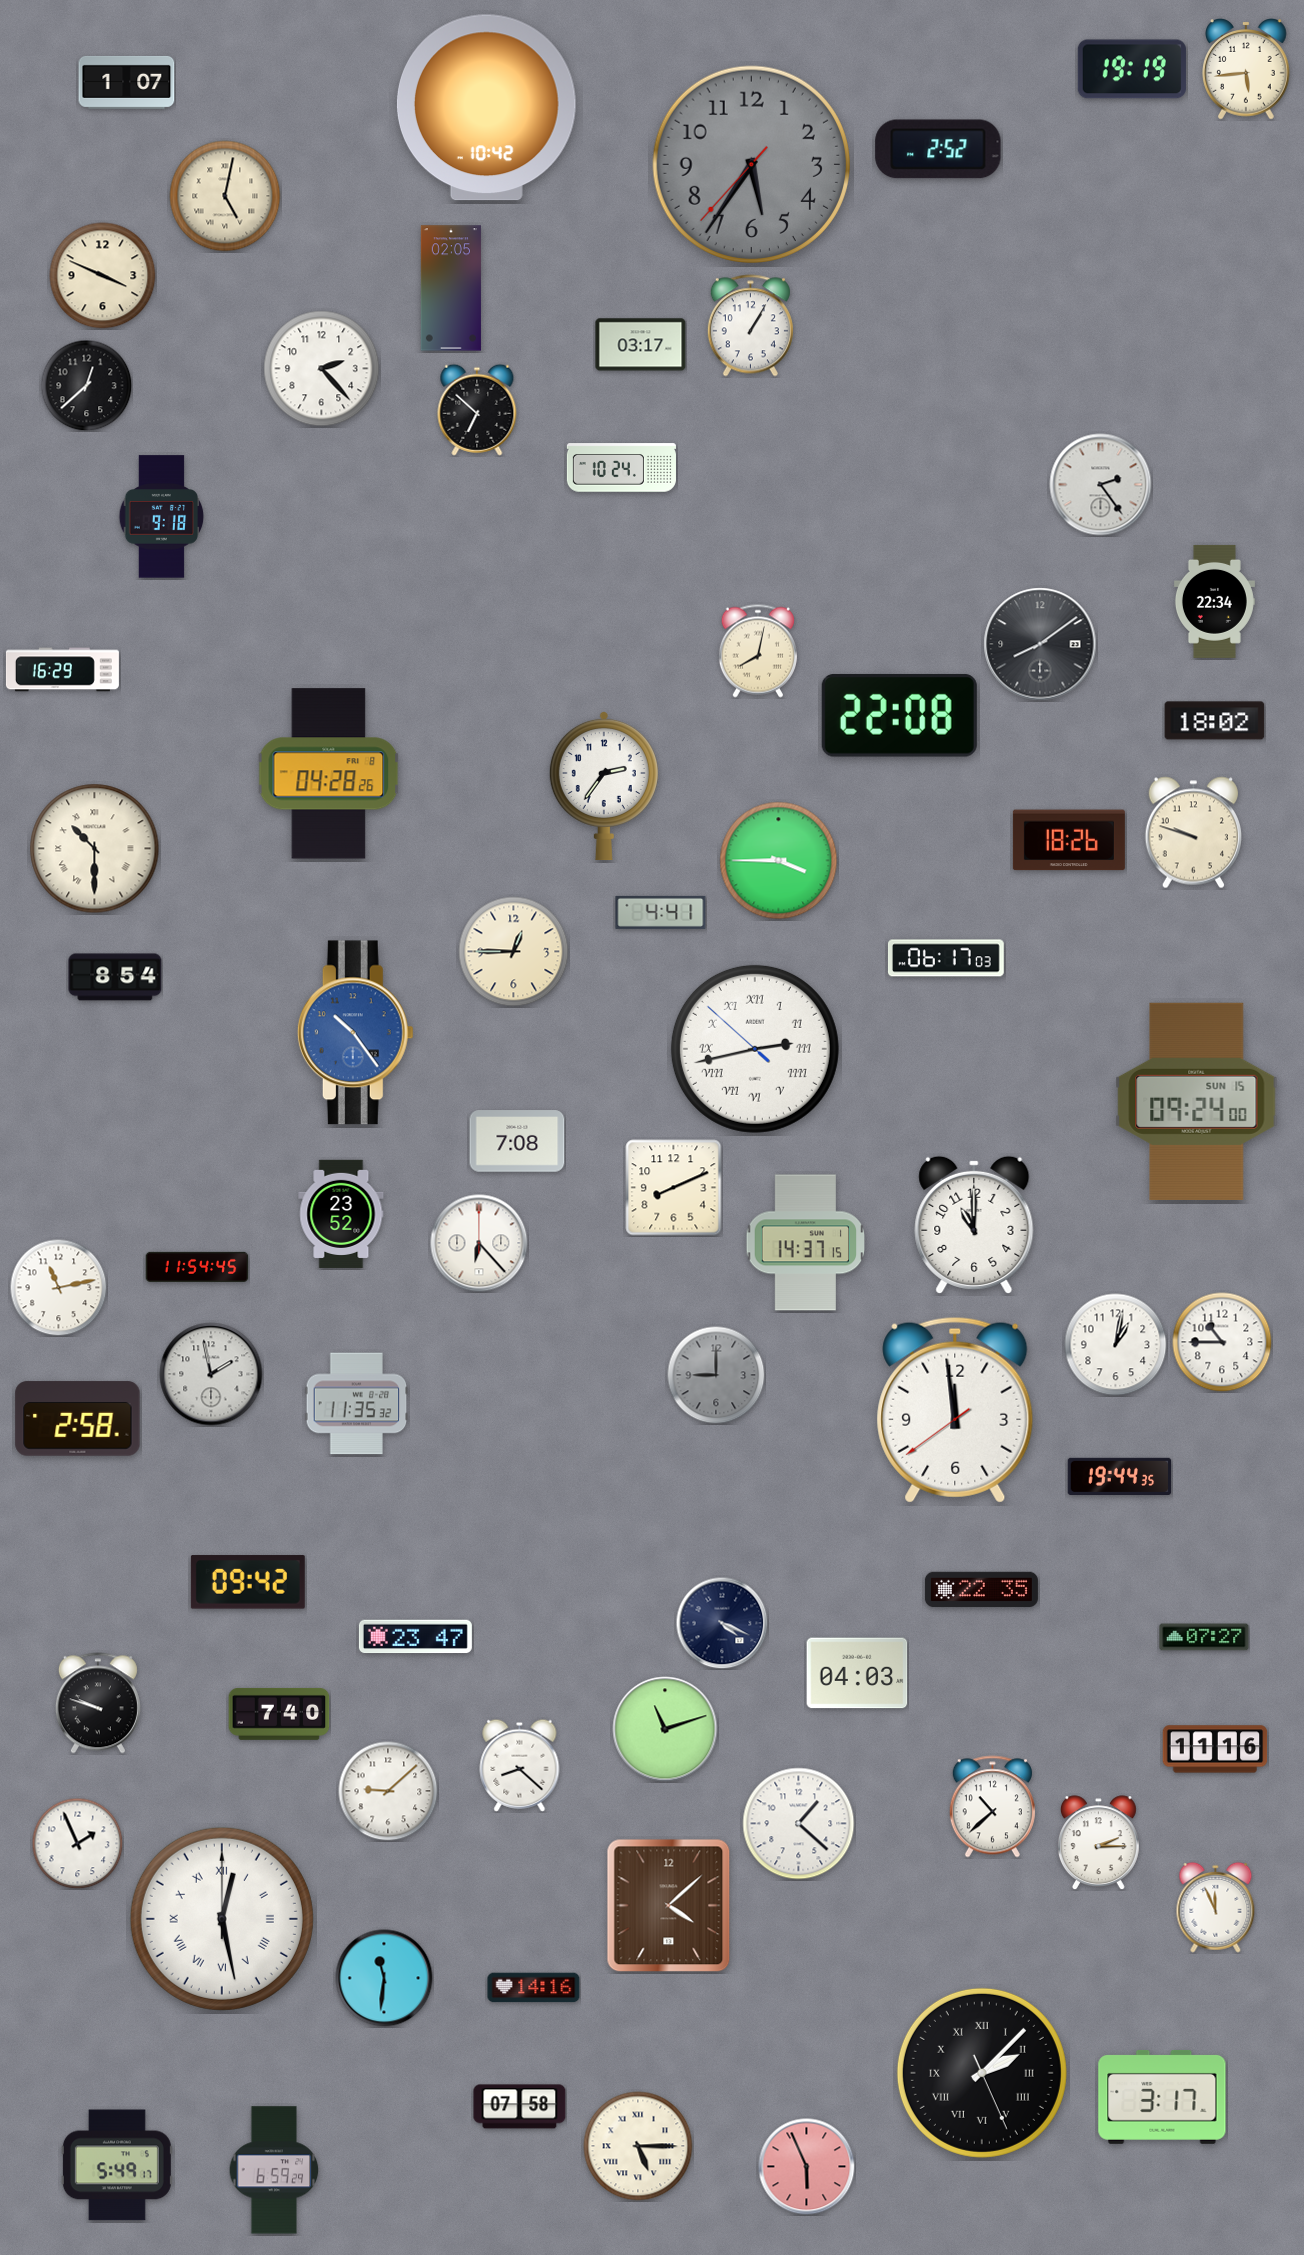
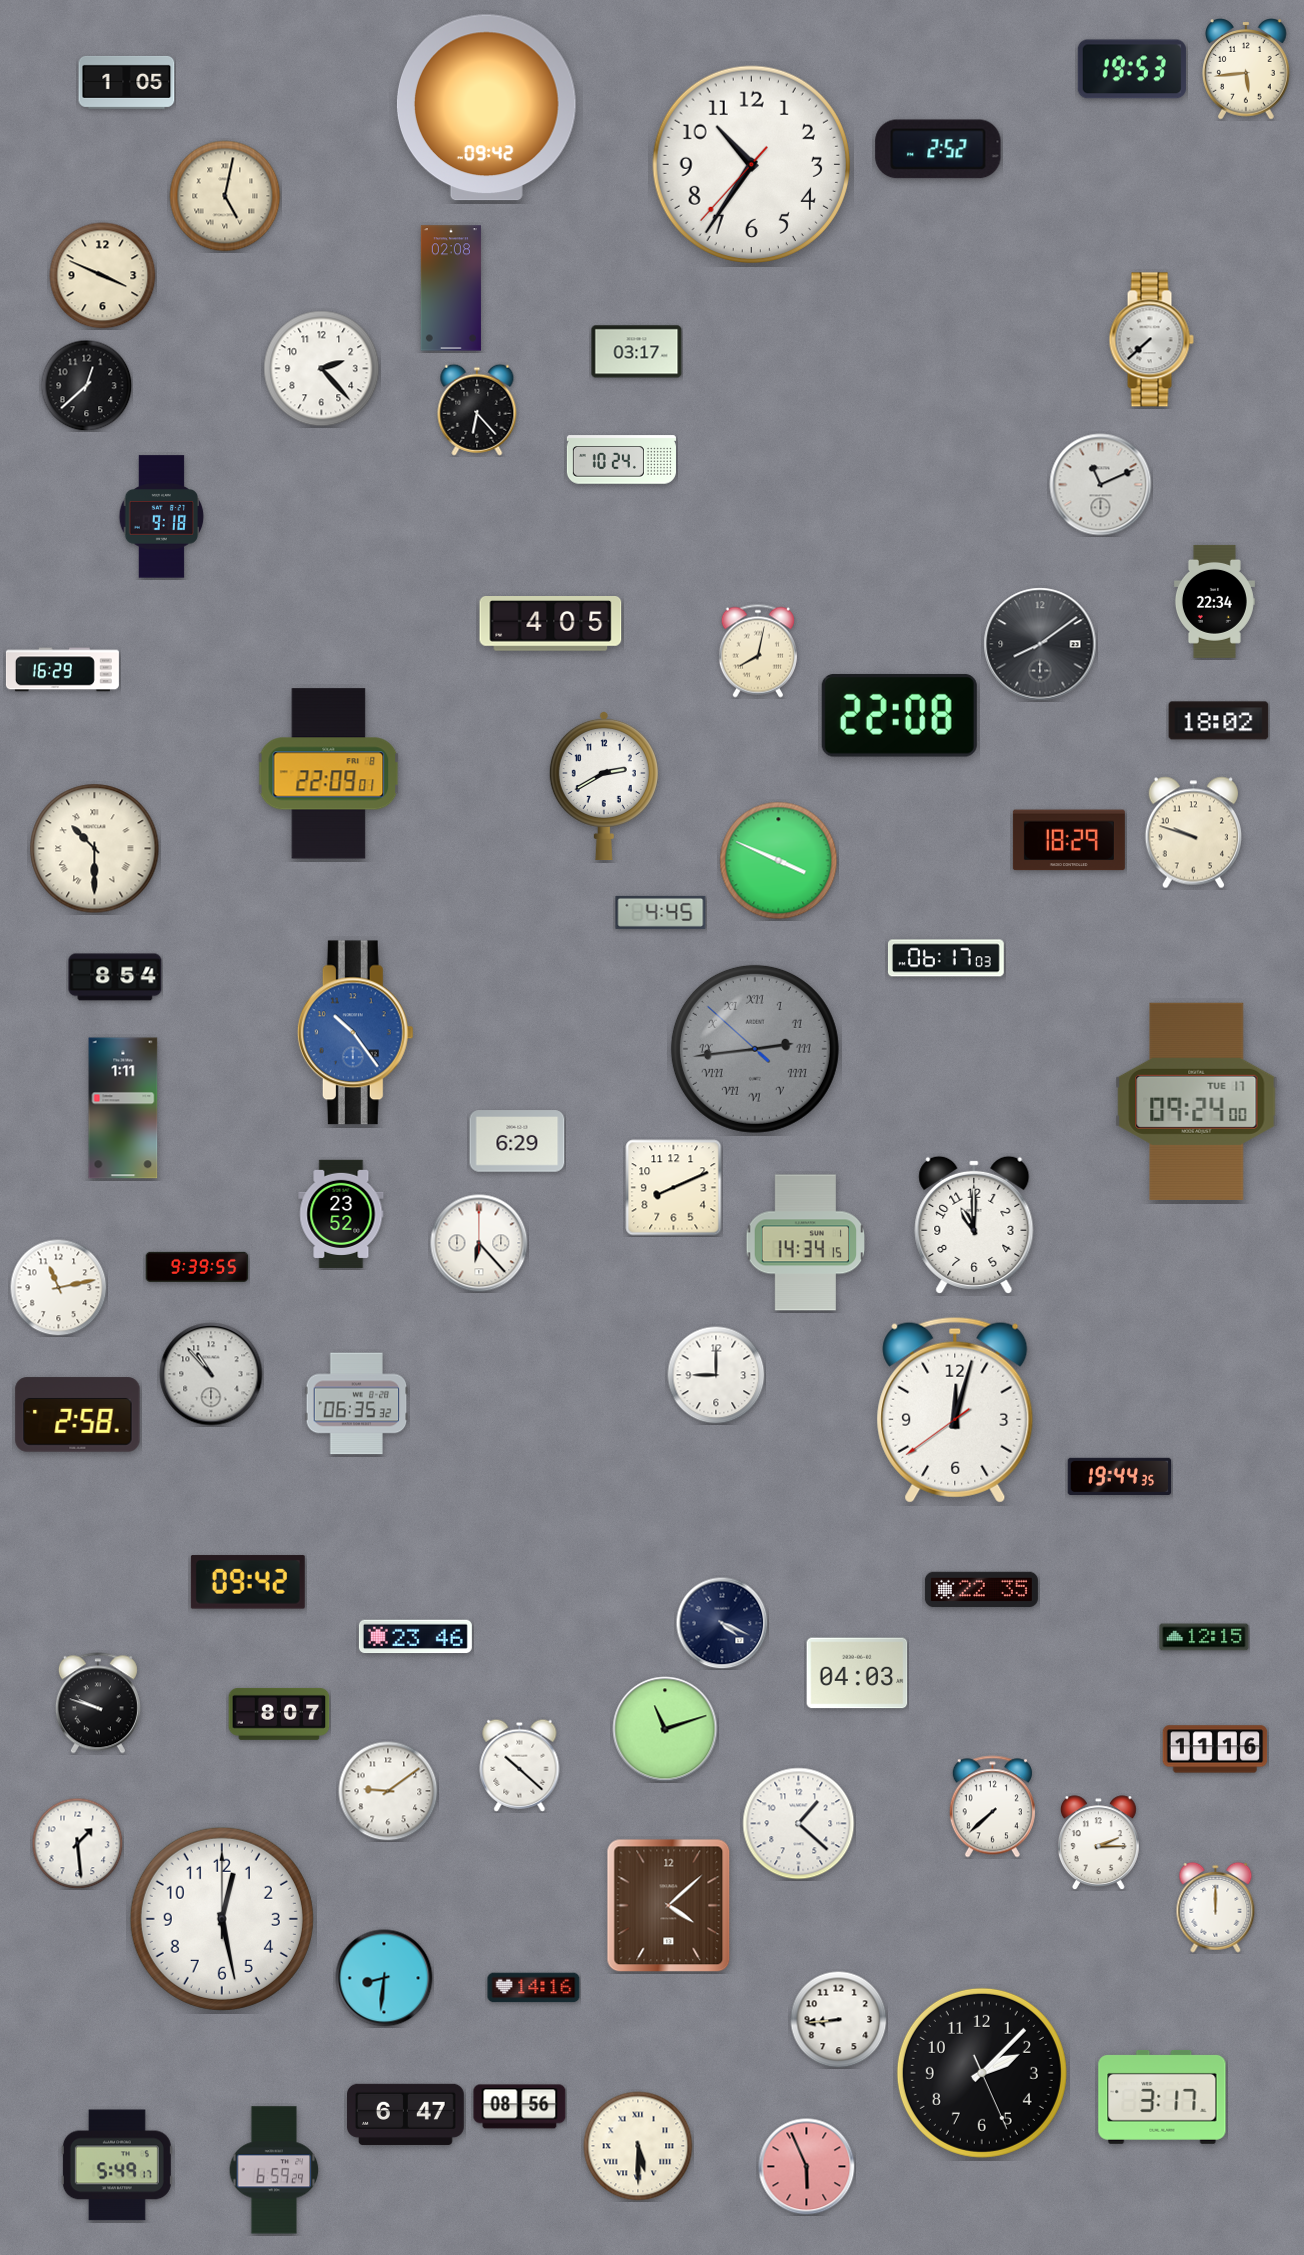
clock at (1132, 69): 19:19 -> 19:53
clock at (127, 82): 1:07 -> 1:05
clock at (486, 108): 10:42 -> 09:42
clock at (751, 164): 5:35 -> 10:35
clock at (751, 164) dial: grey -> white
clock at (451, 288): 02:05 -> 02:08
clock at (750, 326): 1:05 -> none
clock at (1151, 340): none -> 7:38
clock at (641, 345) position: (641, 345) -> (637, 352)
clock at (477, 410): 6:52 -> 6:23
clock at (621, 468) position: (621, 468) -> (621, 460)
clock at (1101, 485): 2:24 -> 11:11
clock at (551, 624): none -> 4:05
clock at (1215, 721) position: (1215, 721) -> (1219, 721)
clock at (329, 774): 04:28 -> 22:09
clock at (604, 786): 2:36 -> 2:40
clock at (1069, 840): 18:26 -> 18:29
clock at (779, 861): 3:45 -> 3:49
clock at (661, 912): 4:41 -> 4:45
clock at (514, 952): 12:45 -> none
clock at (755, 1049): 2:42 -> 2:43
clock at (755, 1049) dial: white -> grey
clock at (1197, 1101) date: SUN 15 -> TUE 17
clock at (123, 1108): none -> 1:11
clock at (517, 1141): 7:08 -> 6:29
clock at (806, 1243): 14:37 -> 14:34
clock at (197, 1267): 11:54 -> 9:39
clock at (1222, 1342): 10:45 -> none
clock at (1116, 1345): 1:02 -> none
clock at (211, 1374): 1:58 -> 10:53
clock at (716, 1375) dial: grey -> white
clock at (357, 1404): 11:35 -> 06:35
clock at (955, 1410): 11:58 -> 12:02
clock at (78, 1419) position: (78, 1419) -> (78, 1415)
clock at (415, 1637): 23:47 -> 23:46
clock at (1204, 1637): 07:27 -> 12:15
clock at (279, 1714): 7:40 -> 8:07
clock at (520, 1765): 8:22 -> 10:22
clock at (388, 1791): 9:08 -> 9:09
clock at (992, 1807): 10:38 -> 7:38
clock at (77, 1843): 1:56 -> 1:29
clock at (1216, 1907): 11:56 -> 12:00
clock at (222, 1919) numerals: Roman -> Arabic
clock at (384, 1978): 11:31 -> 8:31
clock at (838, 2019): none -> 8:44
clock at (982, 2073) numerals: Roman -> Arabic
clock at (520, 2107): 07:58 -> 08:56
clock at (406, 2114): none -> 6:47
clock at (638, 2146): 5:15 -> 5:30
